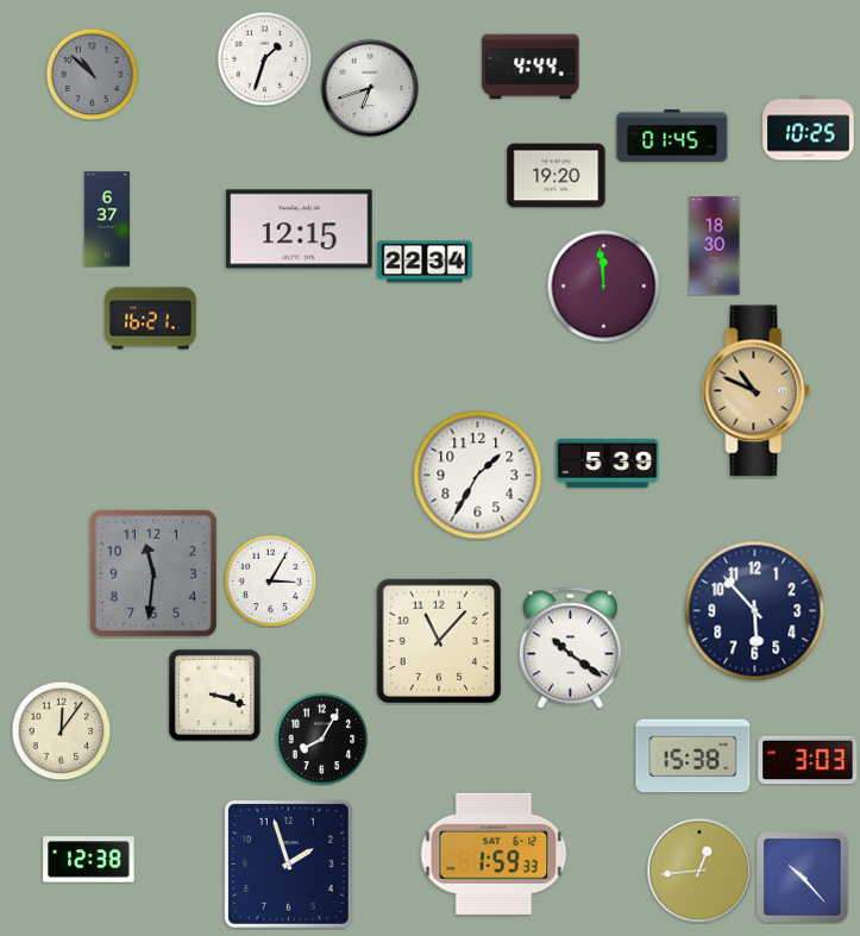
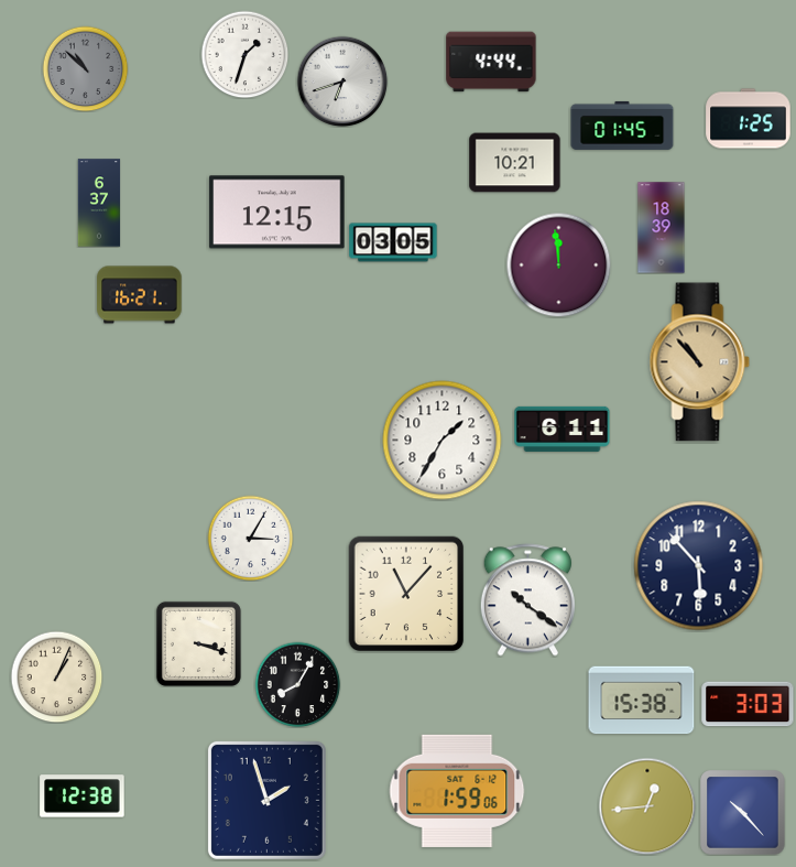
clock at (809, 128): 10:25 -> 1:25
clock at (557, 176): 19:20 -> 10:21
clock at (715, 246): 18:30 -> 18:39
clock at (425, 262): 22:34 -> 03:05
clock at (757, 391): 10:49 -> 10:53
clock at (608, 463): 5:39 -> 6:11
clock at (153, 573): 11:31 -> none
clock at (61, 730): 12:06 -> 1:04
clock at (494, 854): 1:59:33 -> 1:59:06
